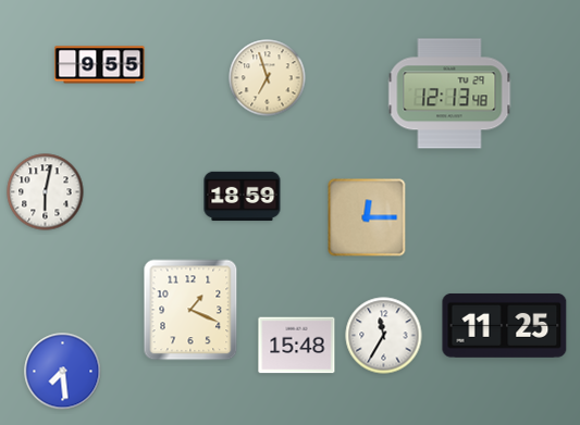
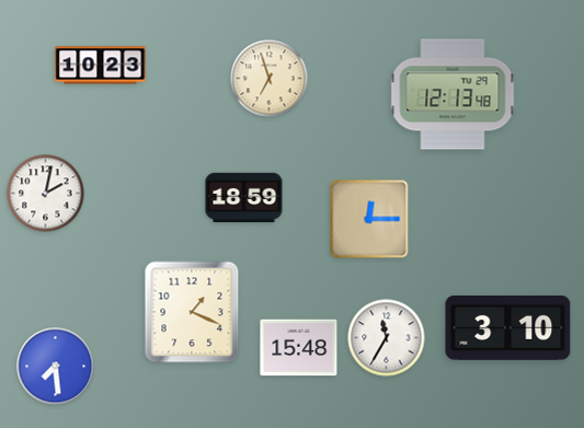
clock at (100, 65): 9:55 -> 10:23
clock at (46, 192): 6:02 -> 2:02
clock at (505, 325): 11:25 -> 3:10
clock at (63, 372) position: (63, 372) -> (56, 367)
